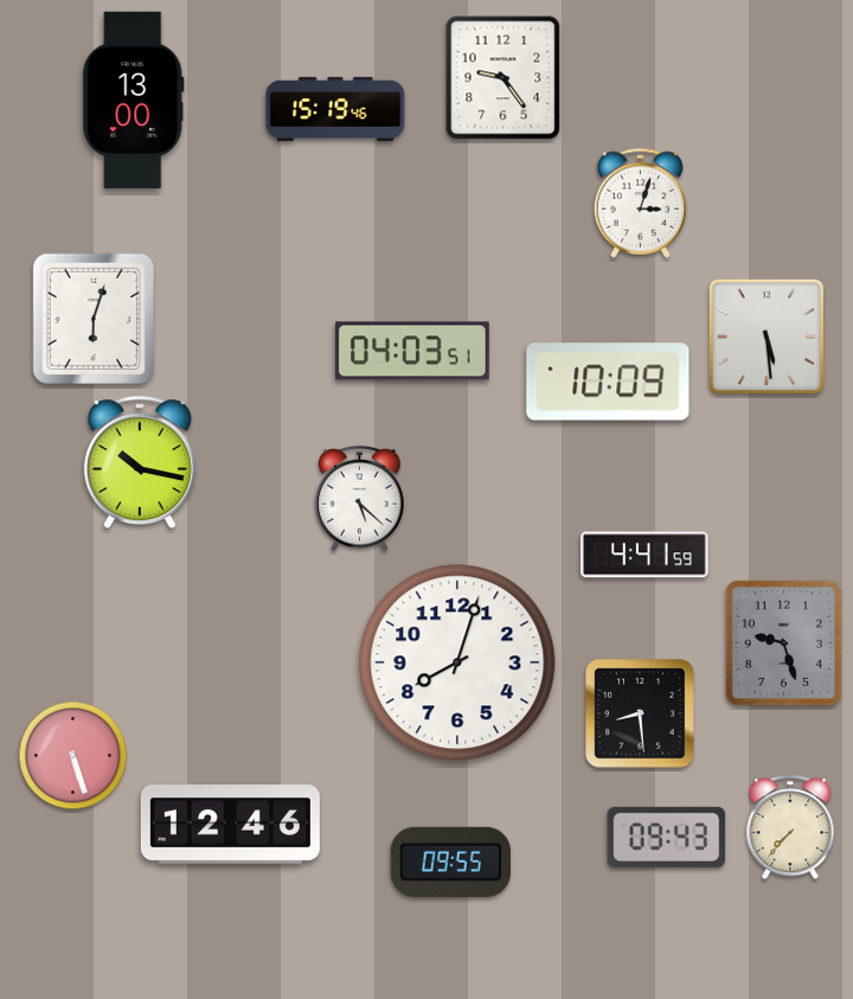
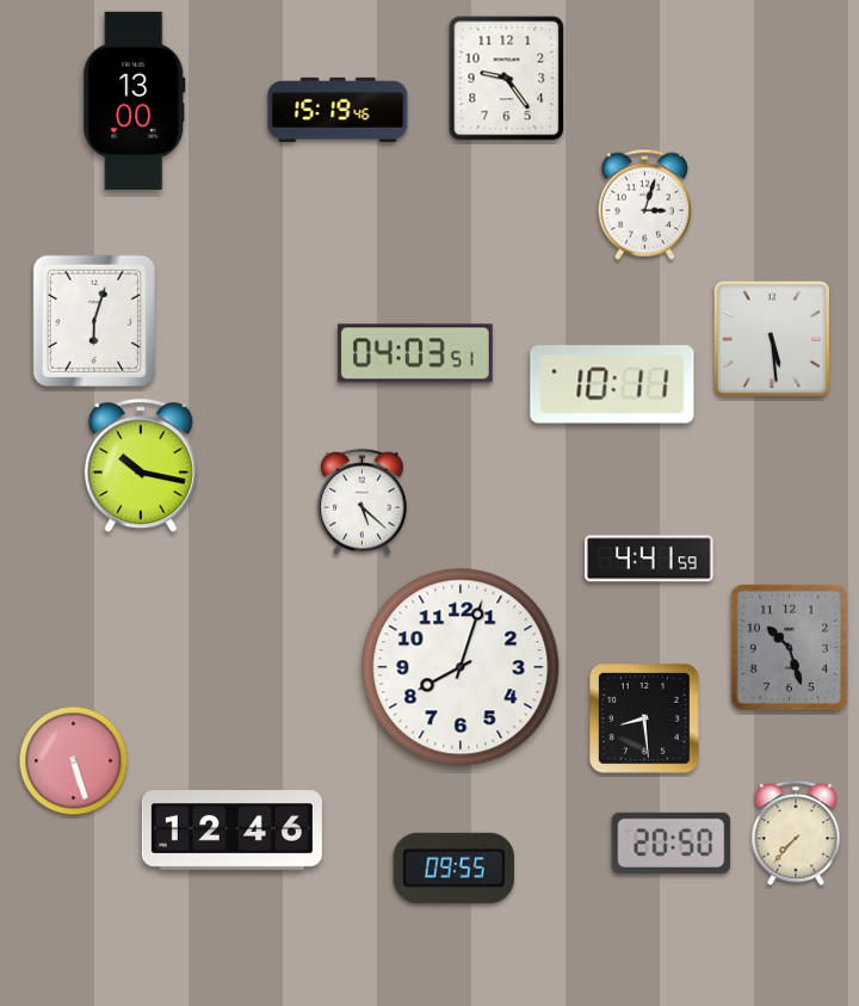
clock at (608, 382): 10:09 -> 10:11
clock at (783, 642): 9:27 -> 10:27
clock at (667, 837): 09:43 -> 20:50
